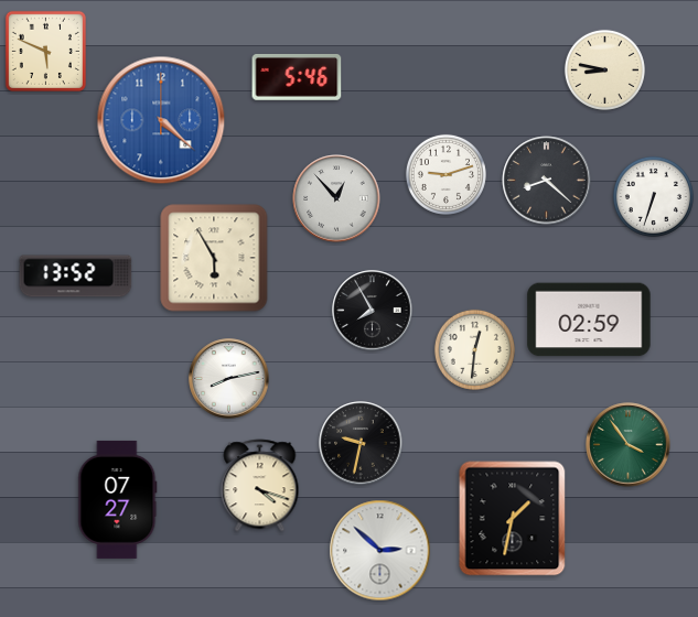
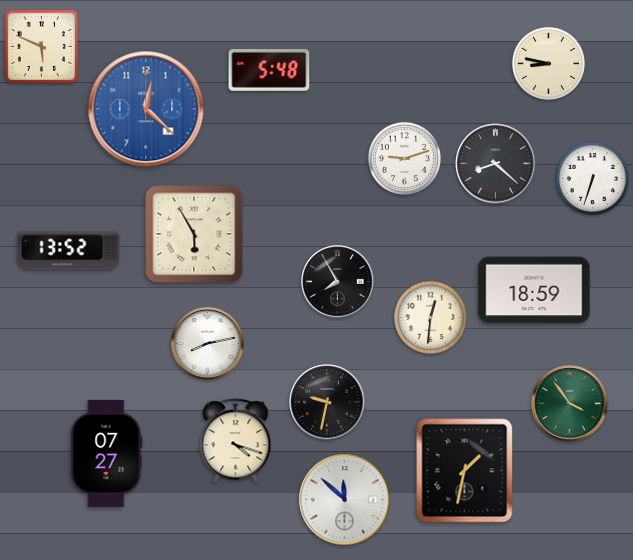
clock at (297, 77): 5:46 -> 5:48
clock at (161, 120): 4:22 -> 12:22
clock at (336, 198): 12:53 -> none
clock at (589, 320): 02:59 -> 18:59
clock at (380, 551): 2:52 -> 11:52
